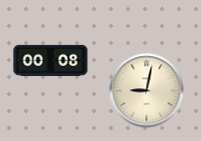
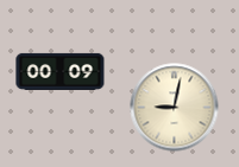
clock at (51, 60): 00:08 -> 00:09
